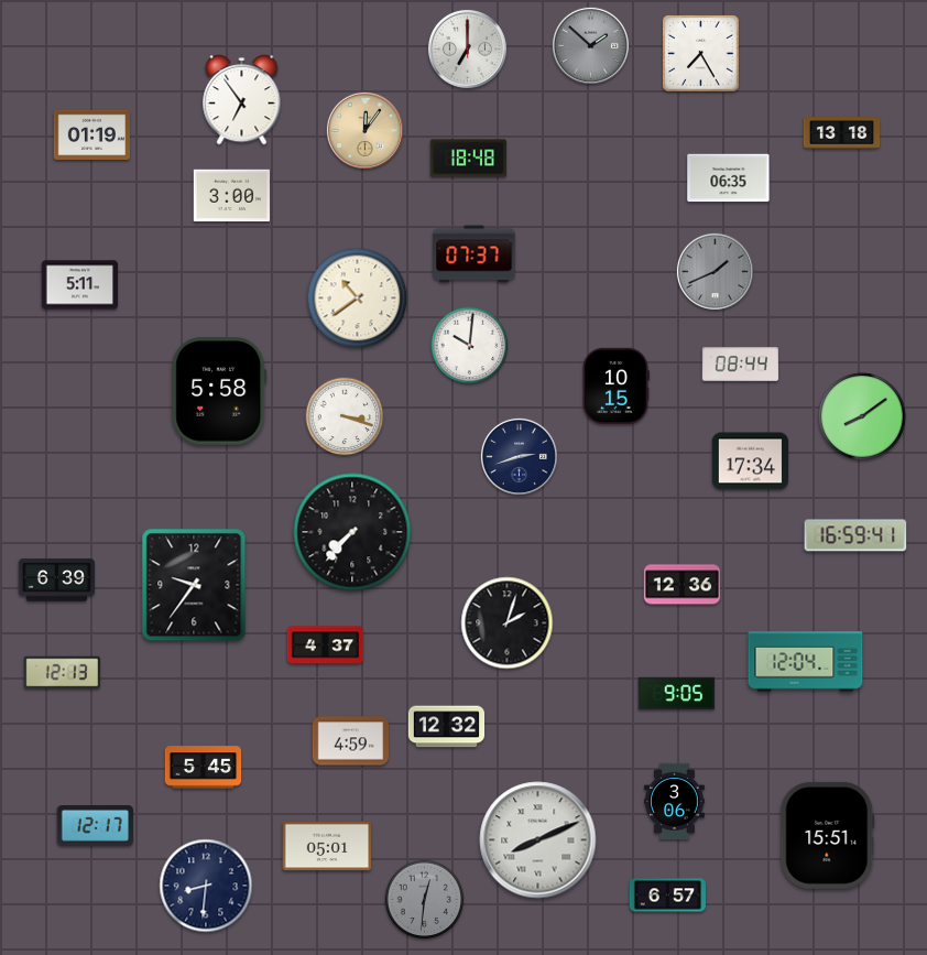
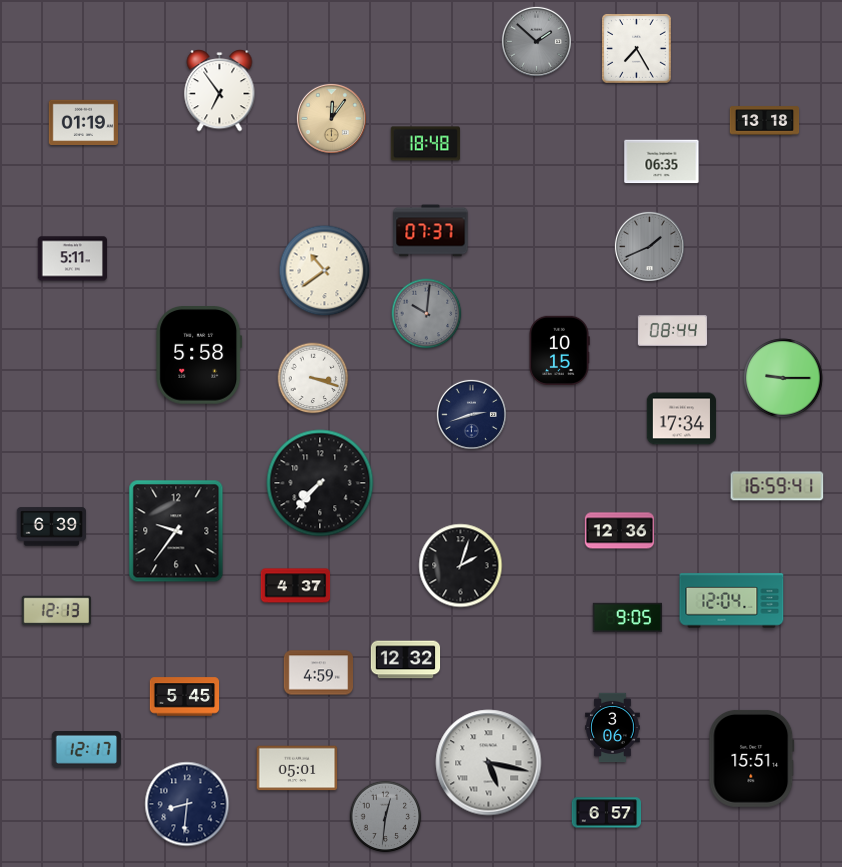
clock at (467, 48): 7:00 -> none
clock at (231, 196): 3:00 -> none
clock at (470, 346) dial: white -> grey
clock at (862, 416): 8:09 -> 9:15
clock at (677, 694) position: (677, 694) -> (628, 618)
clock at (538, 840): 8:11 -> 5:17
